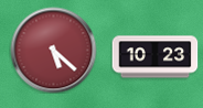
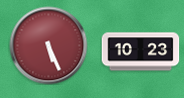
clock at (53, 50): 5:22 -> 5:26
